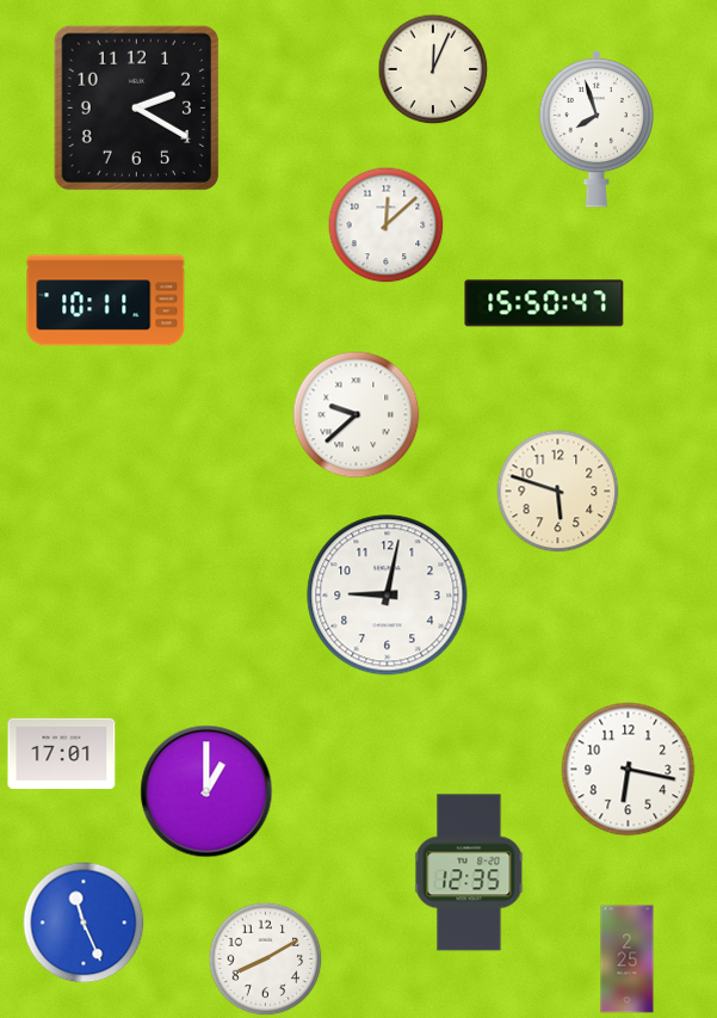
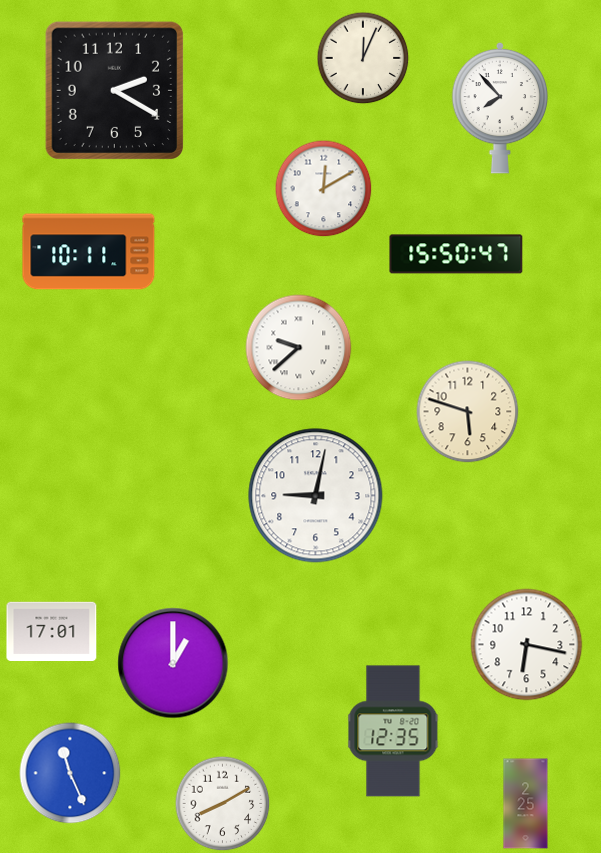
clock at (597, 129): 7:57 -> 7:53
clock at (385, 224): 12:08 -> 12:10
clock at (388, 596) position: (388, 596) -> (316, 496)
